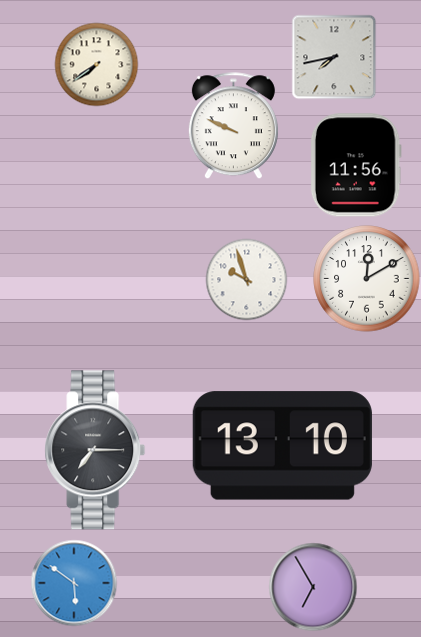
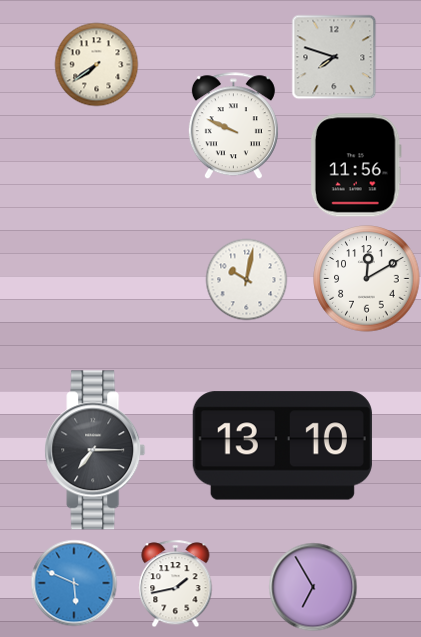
clock at (334, 57): 7:43 -> 7:48
clock at (246, 279): 9:57 -> 10:02
clock at (74, 583): 5:51 -> 5:49
clock at (176, 583): none -> 1:43
